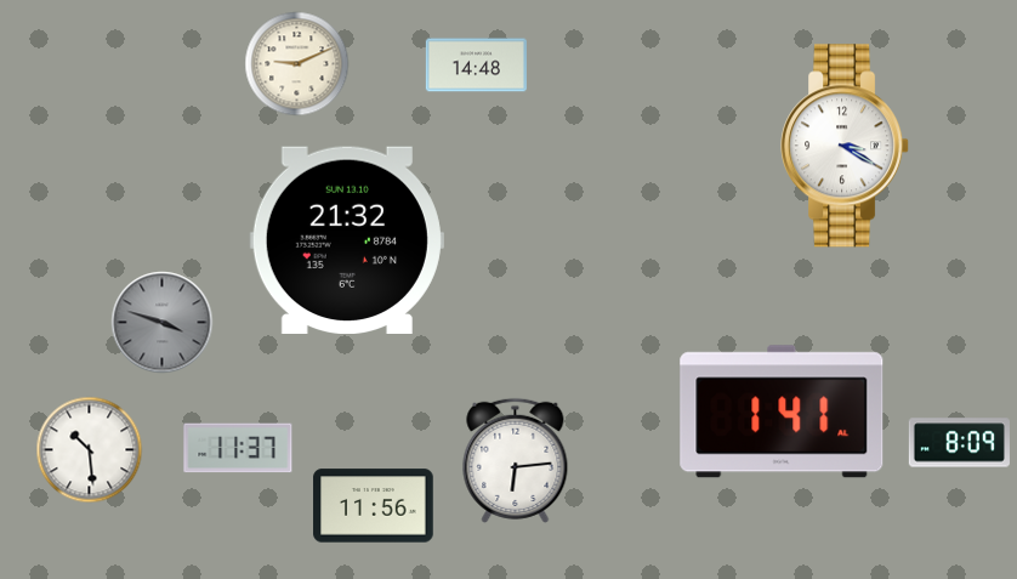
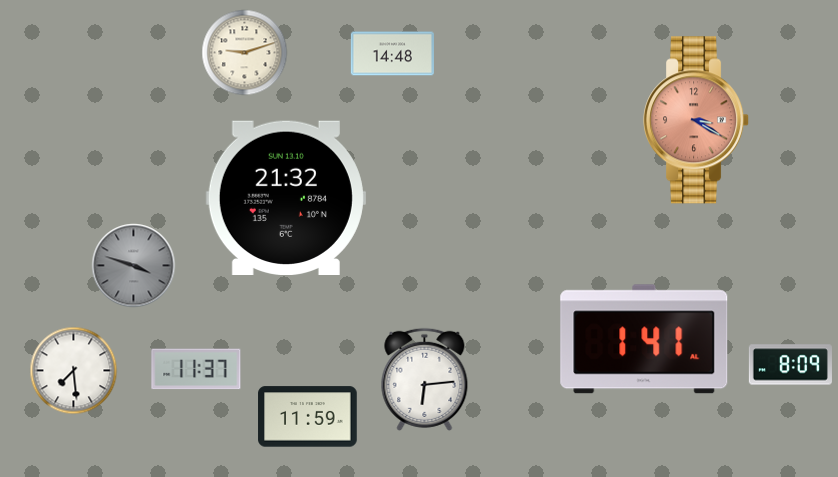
clock at (297, 64): 9:11 -> 9:12
clock at (846, 146) dial: white -> salmon
clock at (90, 450): 10:29 -> 7:29
clock at (374, 506): 11:56 -> 11:59
